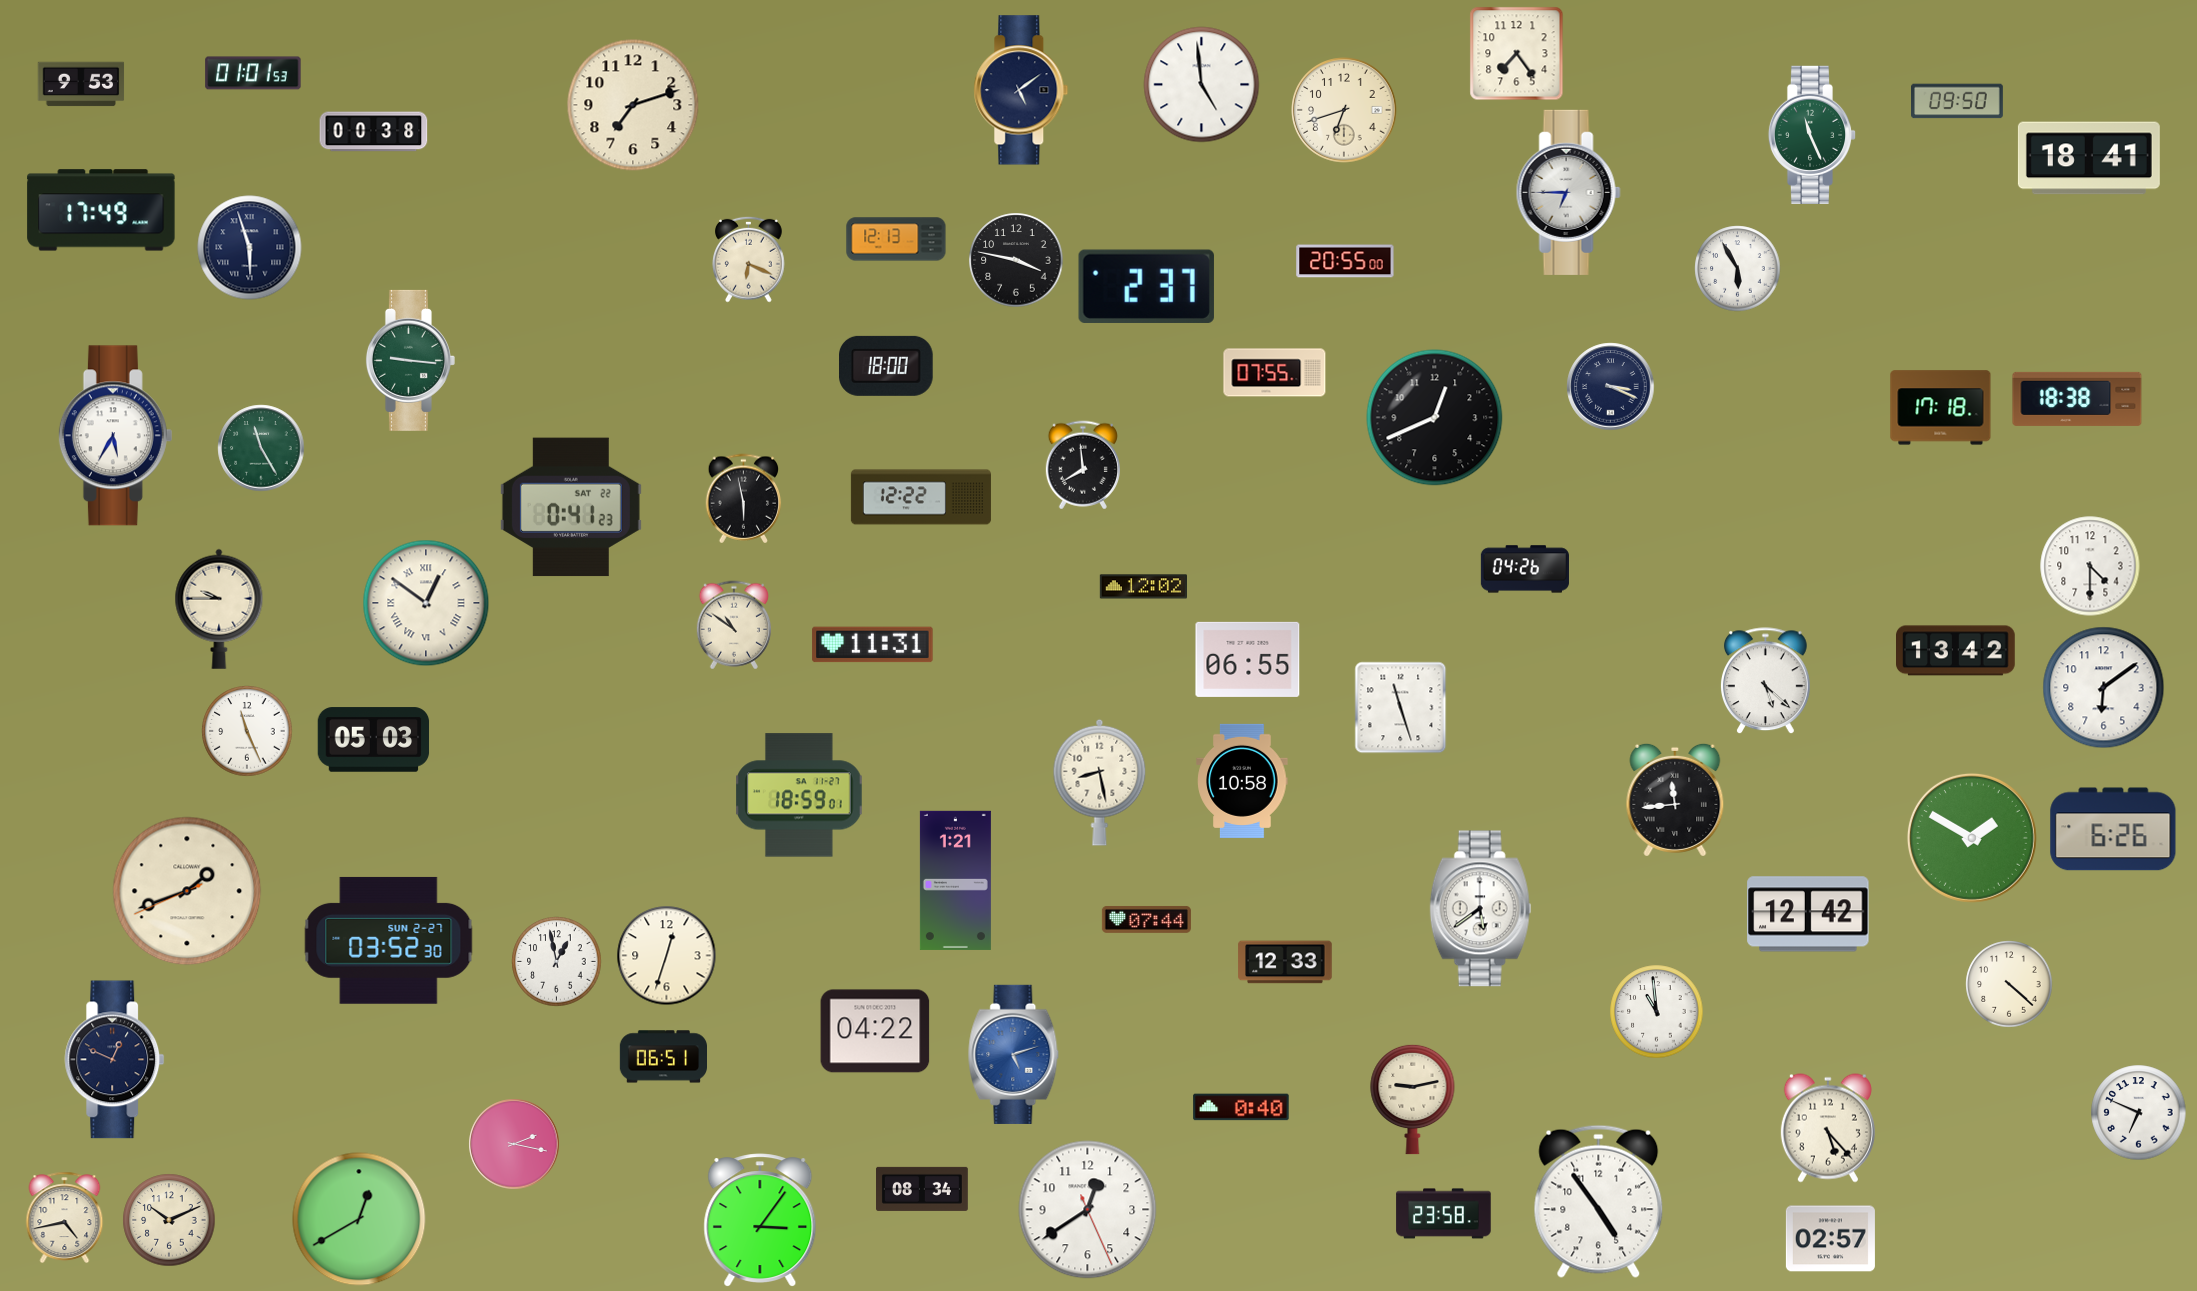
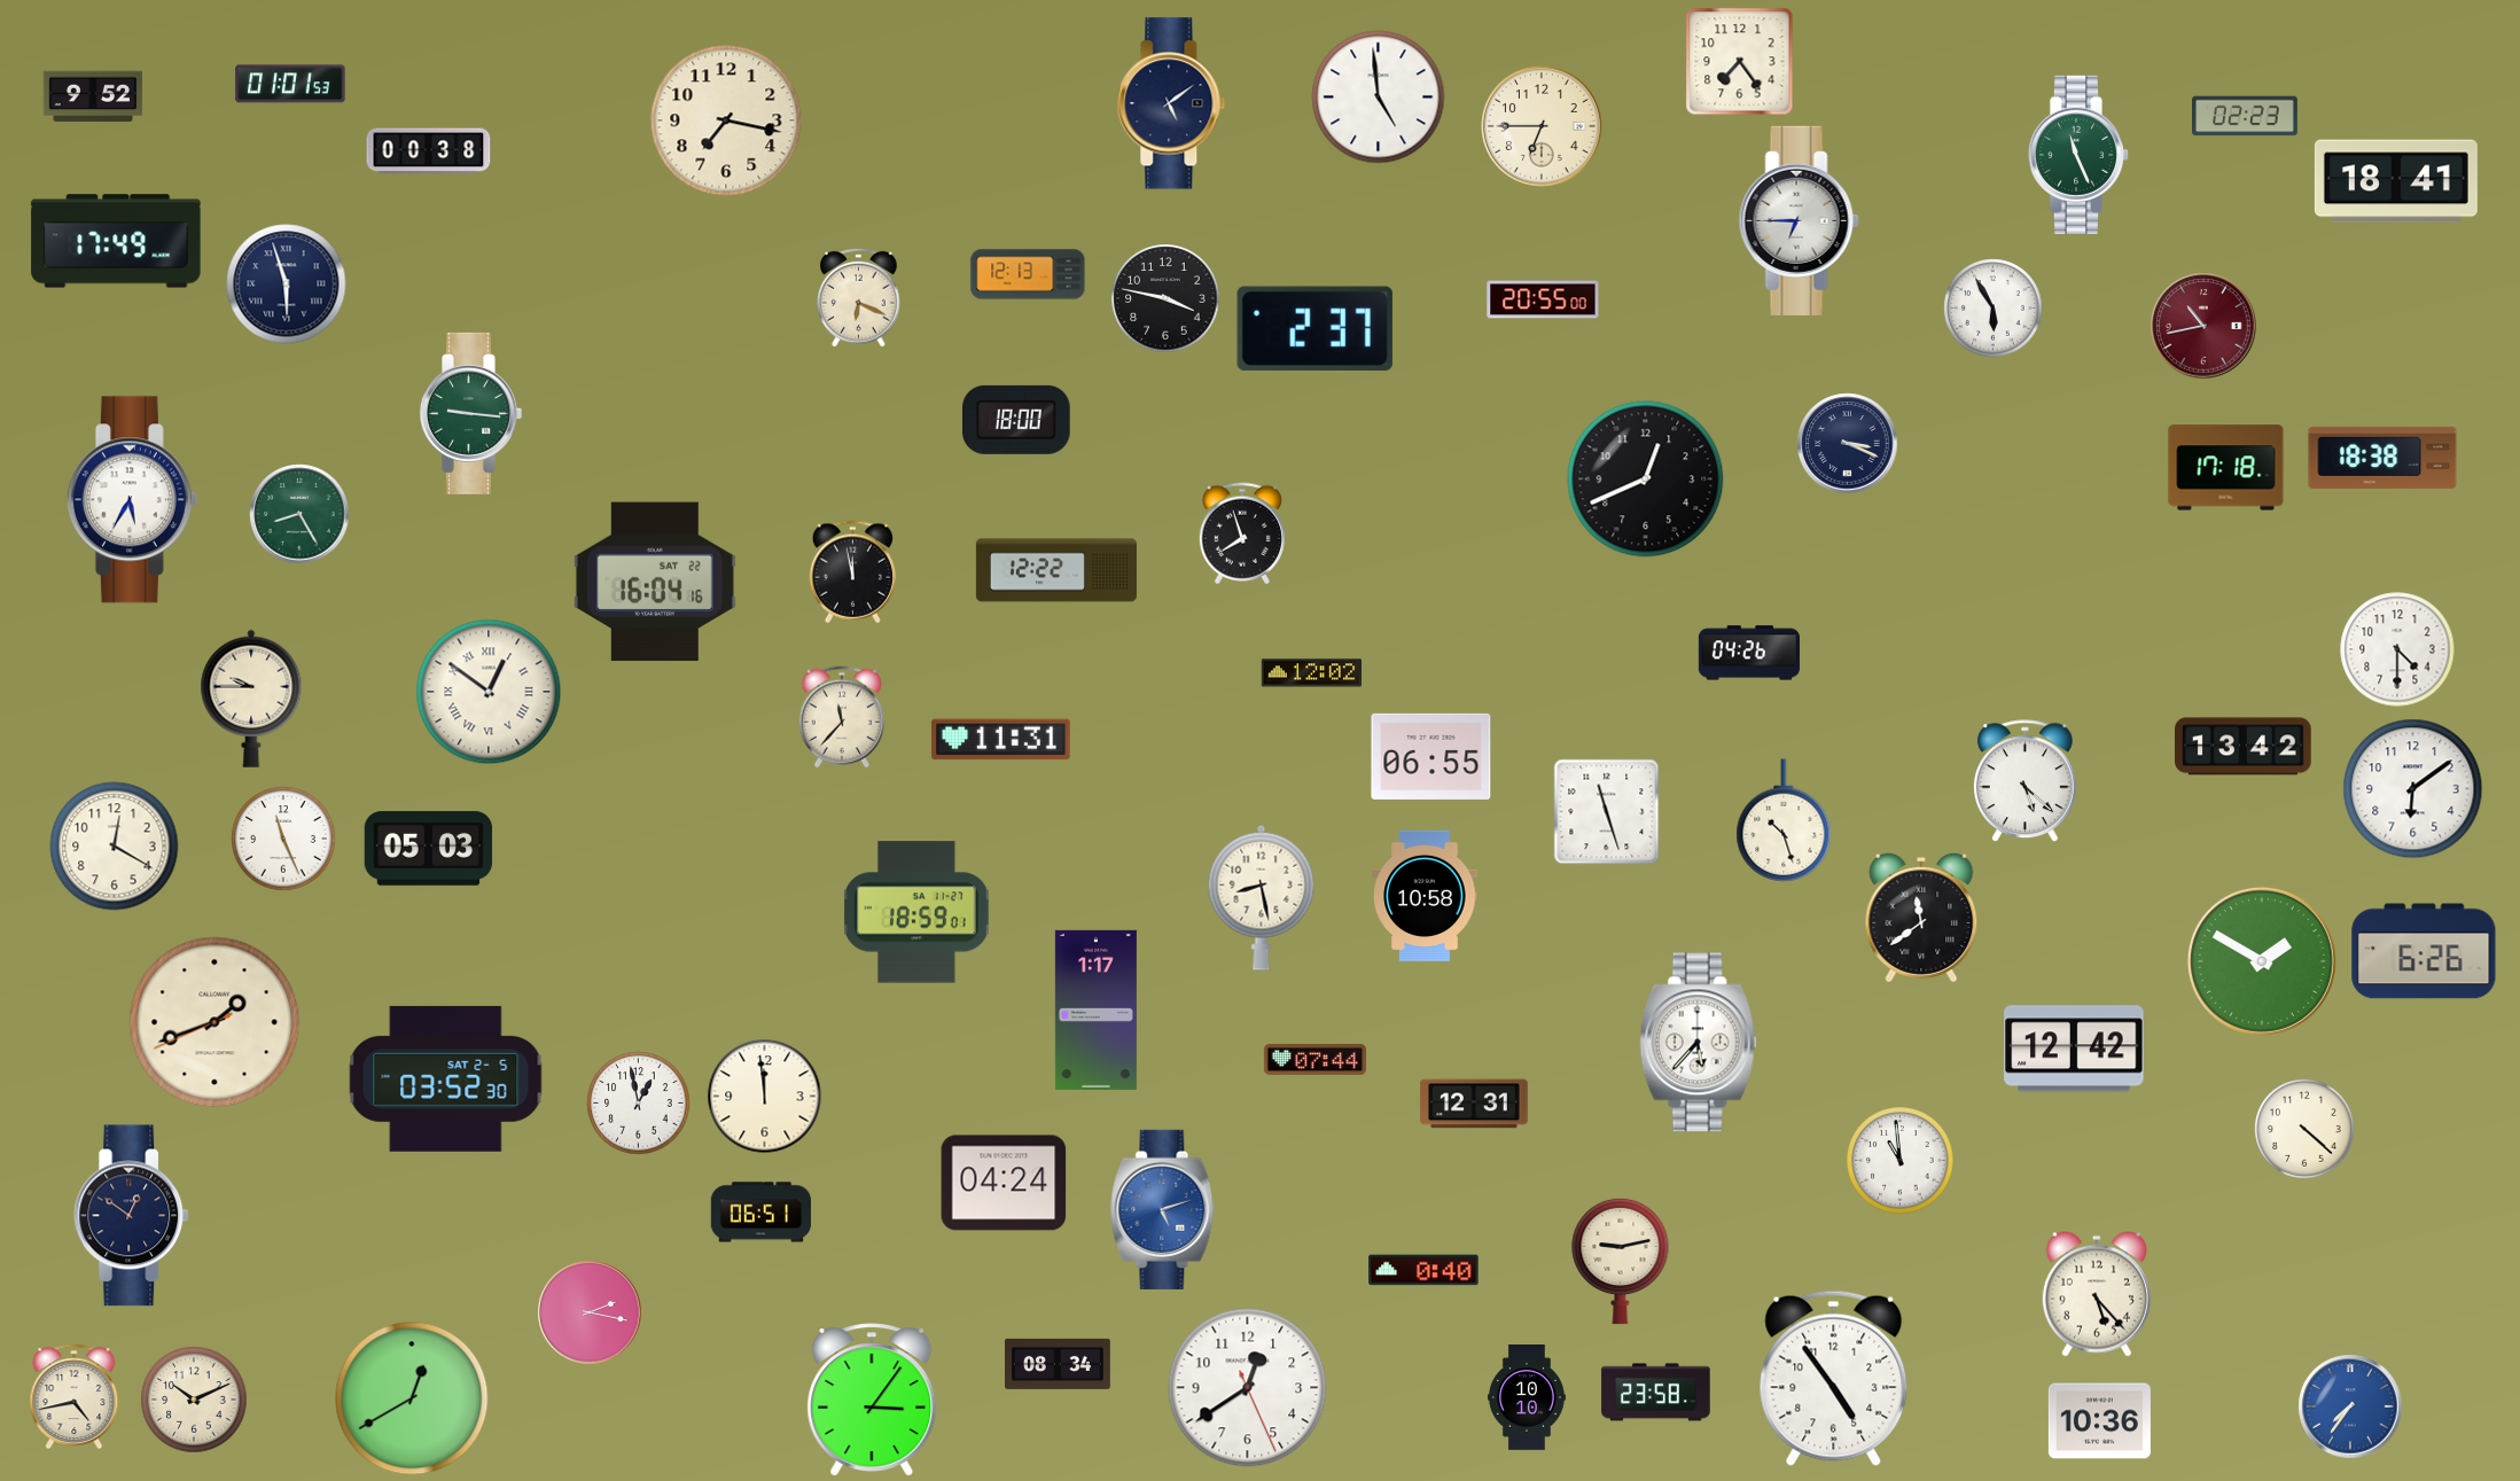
clock at (81, 84): 9:53 -> 9:52
clock at (1958, 101): 09:50 -> 02:23
clock at (633, 105): 7:12 -> 7:17
clock at (1344, 110): 6:42 -> 6:45
clock at (2203, 326): none -> 10:43
clock at (1275, 373): 07:55 -> none
clock at (261, 448): 11:25 -> 8:25
clock at (1083, 465): 7:59 -> 7:57
clock at (744, 499): 5:58 -> 11:58
clock at (571, 507): 0:41 -> 16:04
clock at (734, 625): 10:51 -> 11:37
clock at (1784, 820): none -> 10:27
clock at (115, 847): none -> 12:20
clock at (1675, 800): 11:44 -> 11:39
clock at (955, 880): 1:21 -> 1:17
clock at (1481, 909): 5:39 -> 5:37
clock at (1146, 919) position: (1146, 919) -> (1314, 1059)
clock at (389, 940) date: SUN 2-27 -> SAT 2-5
clock at (667, 956): 12:33 -> 11:59
clock at (1285, 962): 12:33 -> 12:31
clock at (875, 1031): 04:22 -> 04:24
clock at (115, 1060): 12:49 -> 12:51
clock at (2139, 1113): 6:49 -> none
clock at (1527, 1398): none -> 10:10
clock at (2350, 1406): none -> 7:36
clock at (1830, 1239): 02:57 -> 10:36
